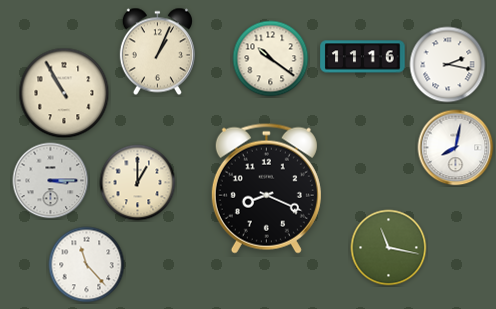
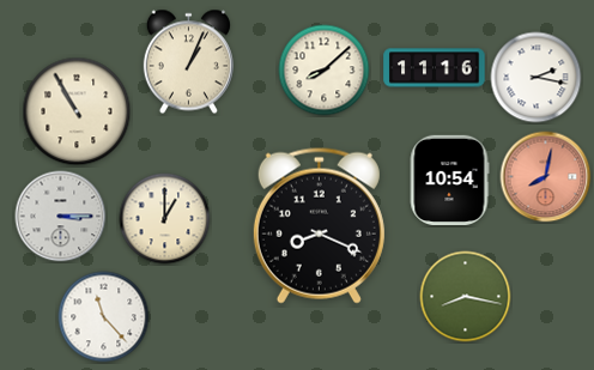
clock at (271, 59): 10:21 -> 8:08
clock at (456, 148) dial: white -> salmon
clock at (449, 180): none -> 10:54
clock at (389, 248): 11:17 -> 8:17
